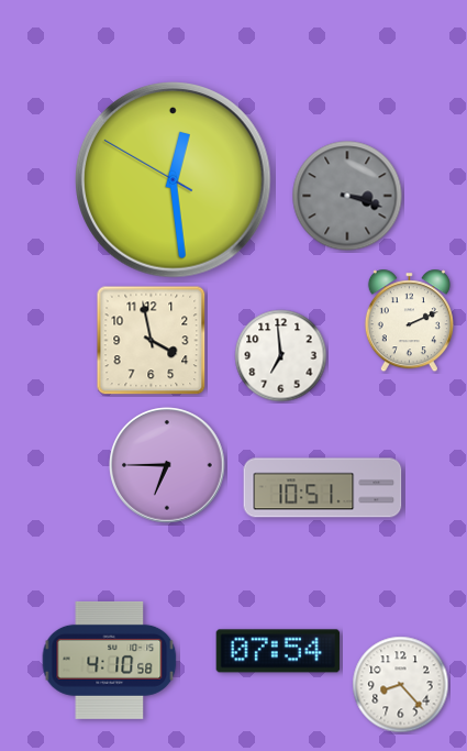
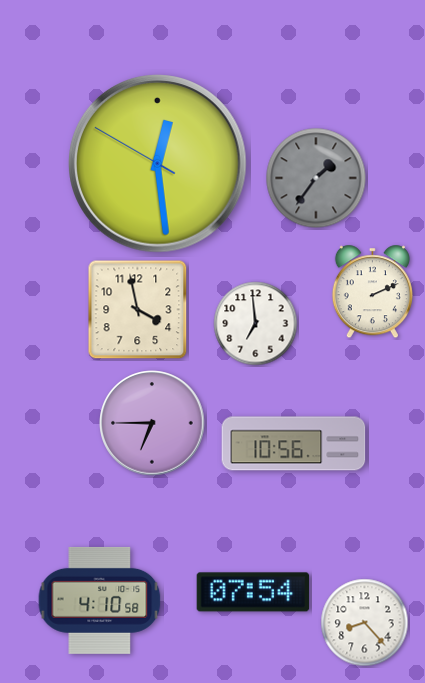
clock at (347, 196): 3:18 -> 1:36
clock at (323, 488): 10:51 -> 10:56
